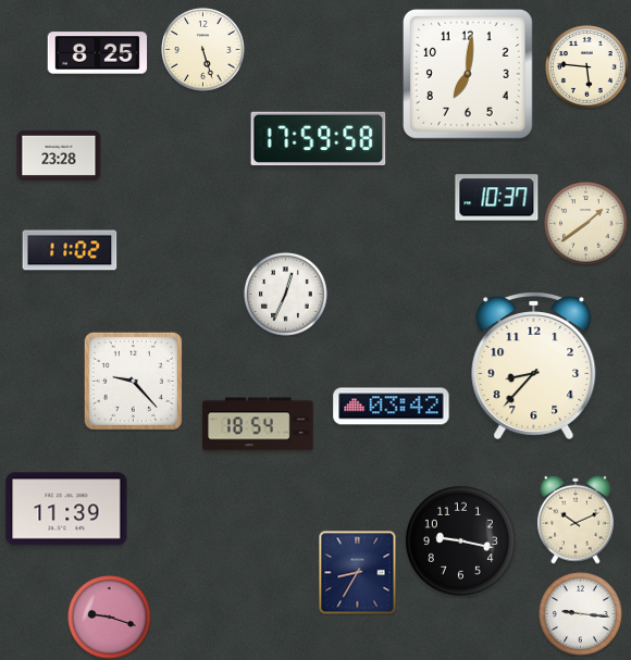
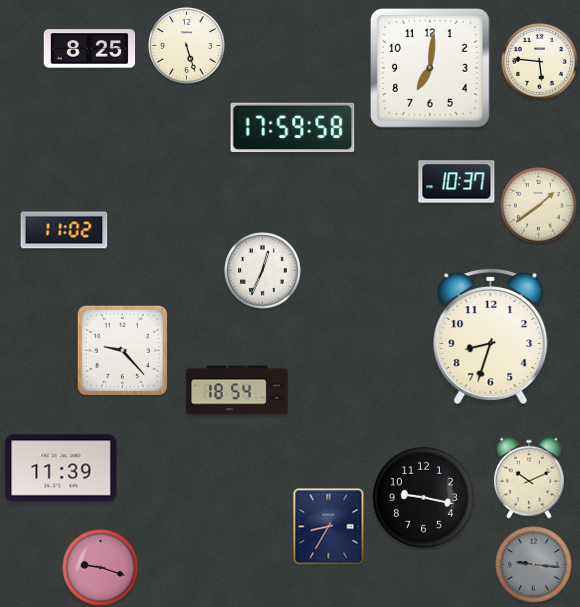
clock at (59, 154): 23:28 -> none
clock at (534, 366): 8:37 -> 8:33
clock at (392, 407): 03:42 -> none
clock at (581, 614) dial: white -> grey
